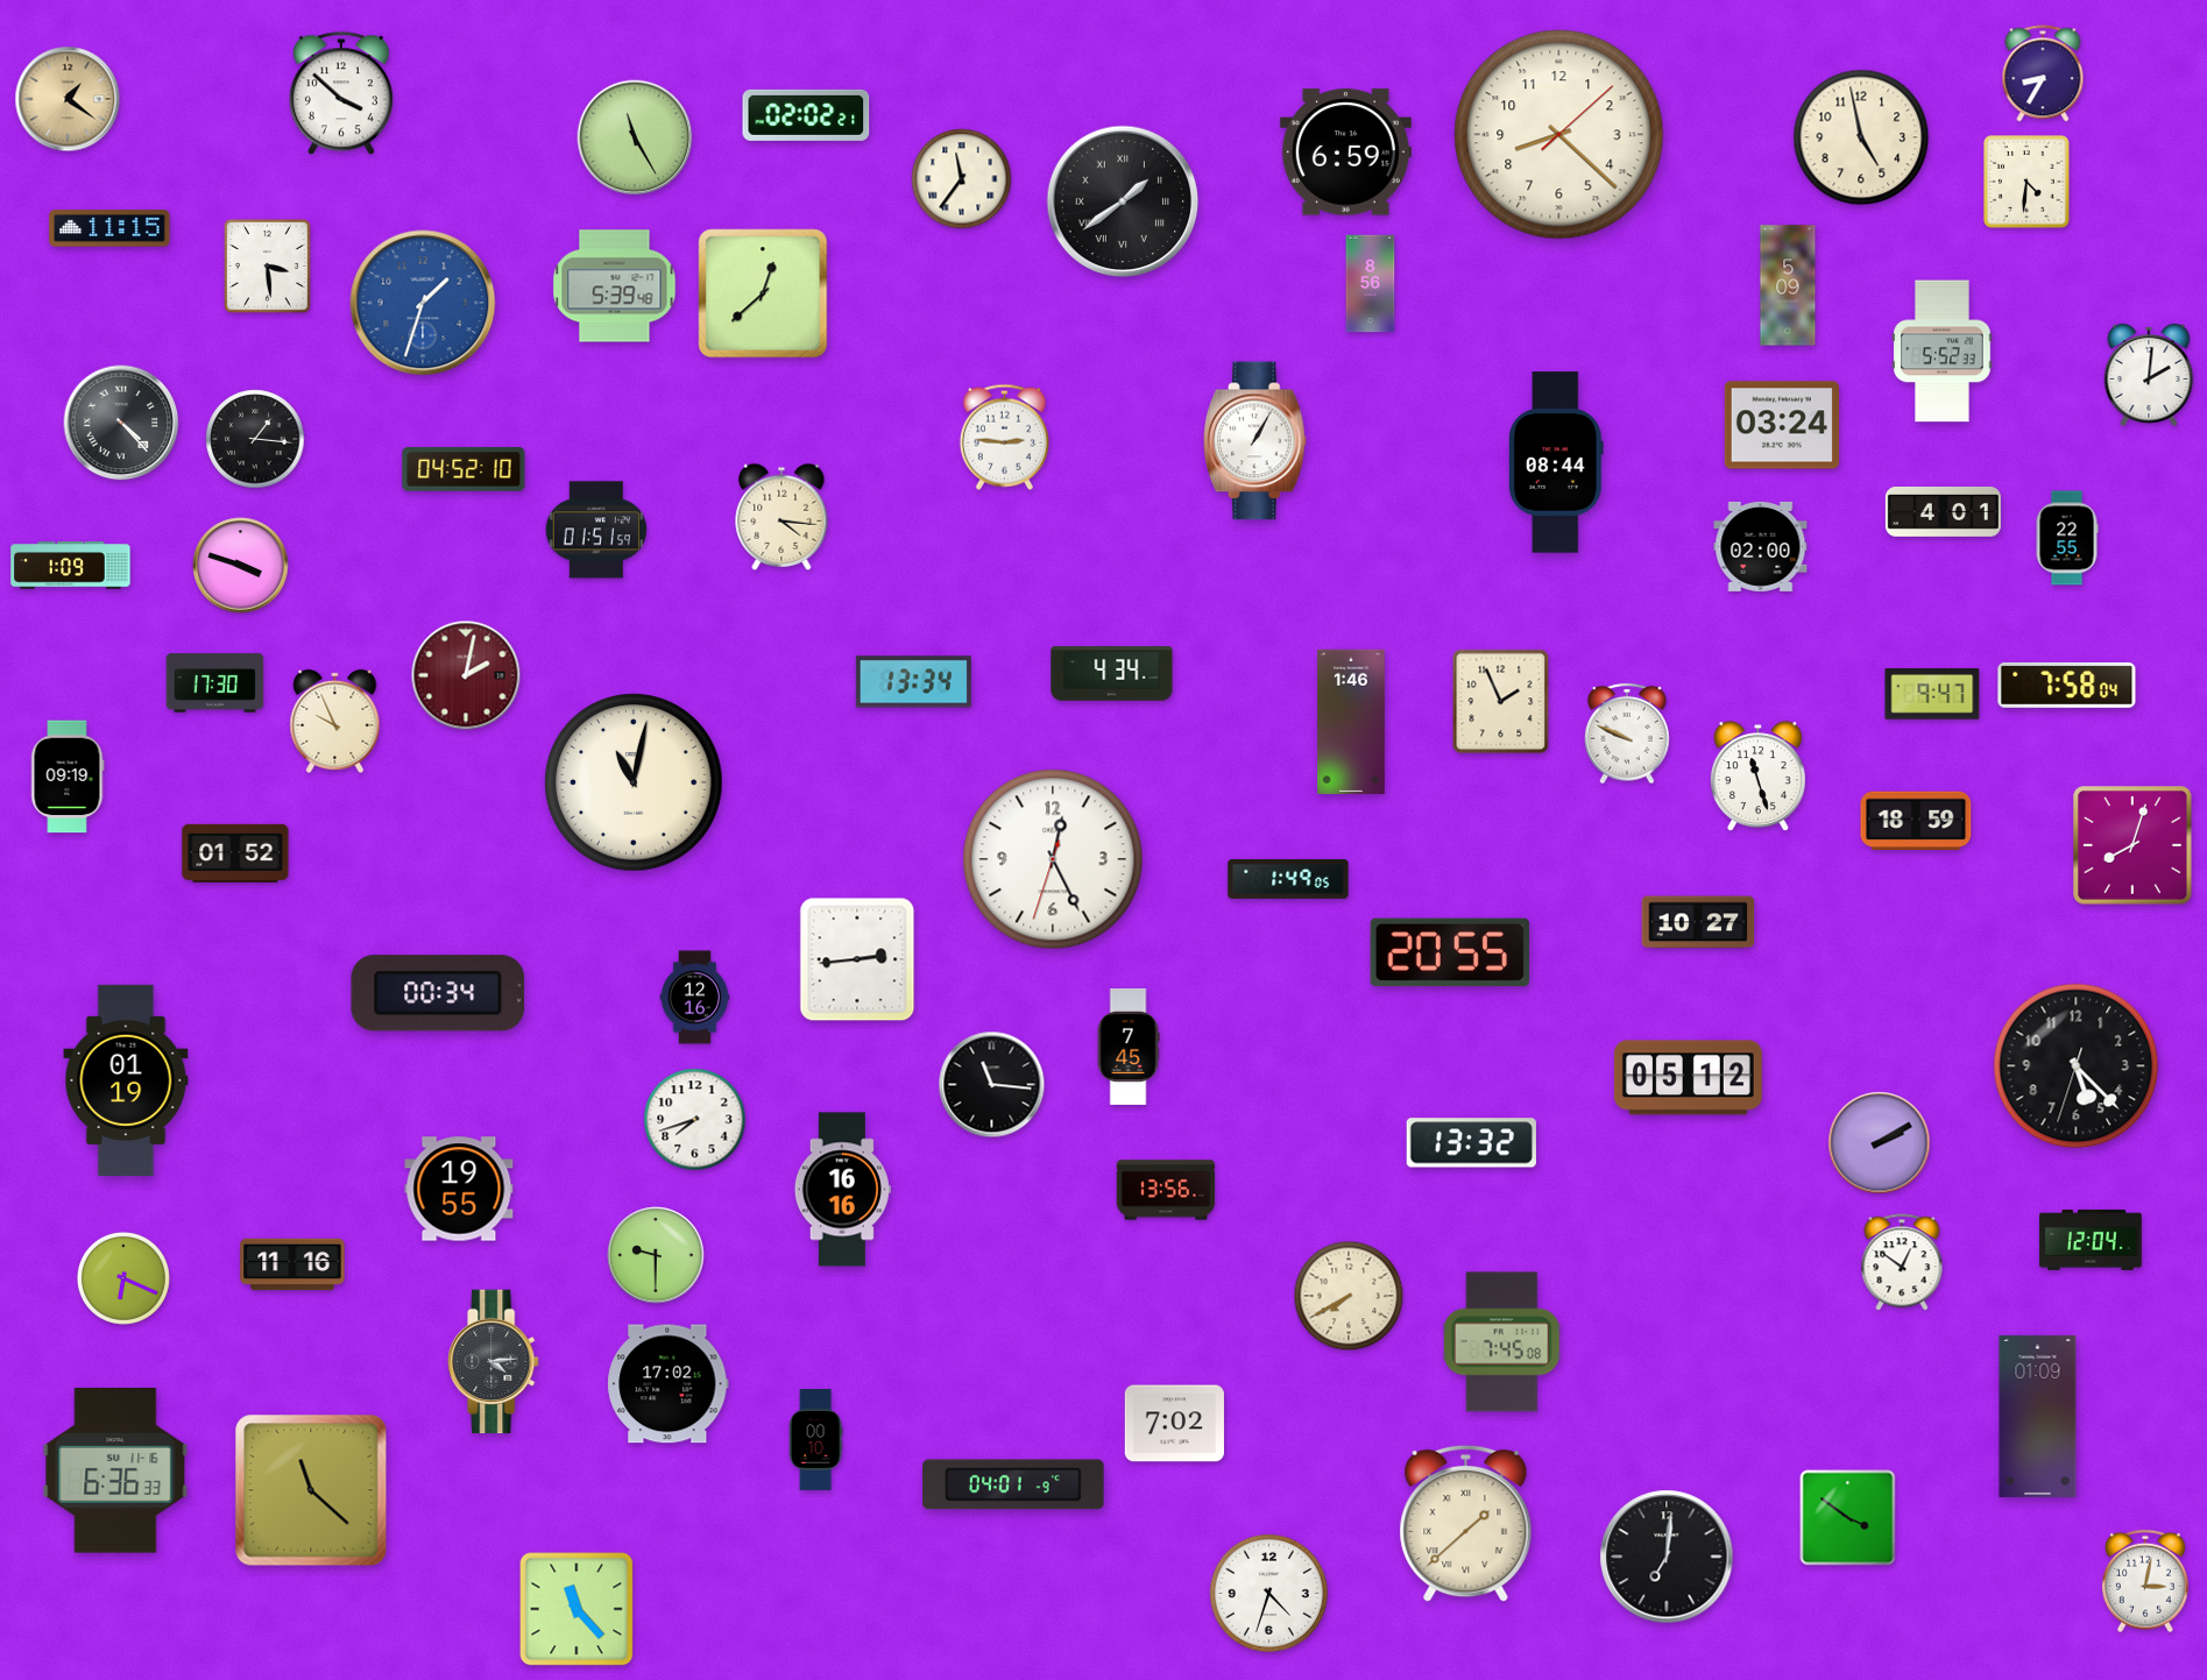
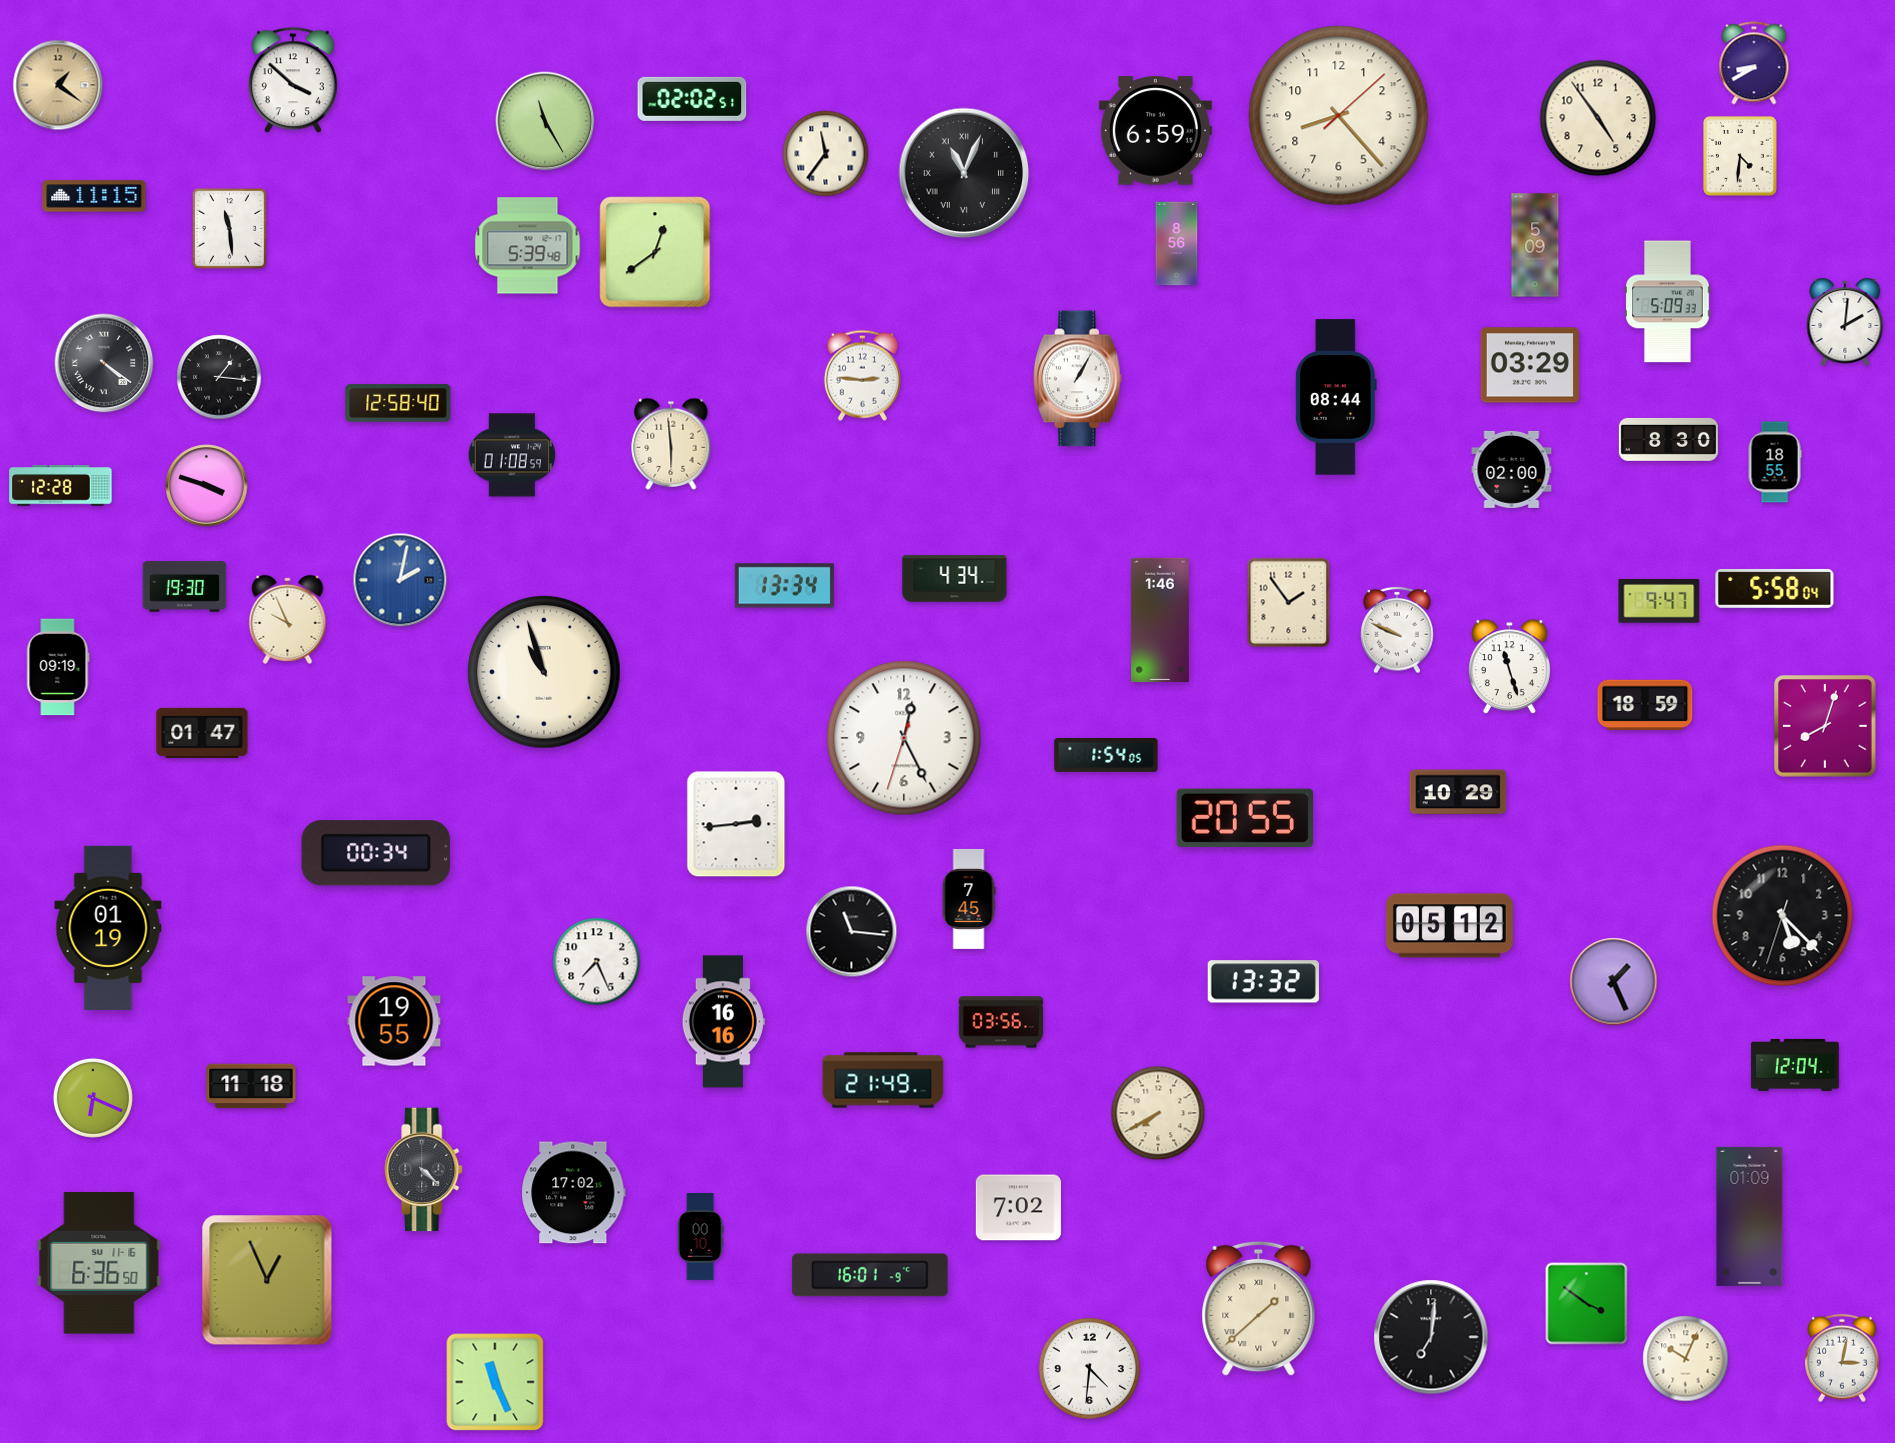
clock at (2043, 73): 8:35 -> 8:40
clock at (806, 115): 02:02:21 -> 02:02:51
clock at (1559, 135): 8:22 -> 8:23
clock at (635, 137) position: (635, 137) -> (545, 121)
clock at (1861, 137): 4:58 -> 4:54
clock at (1123, 201): 1:39 -> 11:04
clock at (267, 265): 3:29 -> 11:29
clock at (763, 293): 12:38 -> 12:39
clock at (423, 303): 1:33 -> none
clock at (1943, 352): 5:52 -> 5:09
clock at (121, 423): 4:23 -> 4:21
clock at (1782, 425): 03:24 -> 03:29
clock at (464, 469): 04:52 -> 12:58
clock at (1943, 512): 4:01 -> 8:30
clock at (781, 517): 4:16 -> 5:59
clock at (596, 530): 01:51 -> 01:08
clock at (2067, 538): 22:55 -> 18:55
clock at (71, 566): 1:09 -> 12:28
clock at (466, 675) dial: burgundy -> blue
clock at (215, 683): 17:30 -> 19:30
clock at (2067, 685): 7:58 -> 5:58
clock at (1932, 695) position: (1932, 695) -> (1659, 602)
clock at (1501, 702): 1:56 -> 1:54
clock at (634, 782): 11:02 -> 10:57
clock at (2132, 845) position: (2132, 845) -> (1825, 726)
clock at (235, 853): 01:52 -> 01:47
clock at (1288, 879): 1:49 -> 1:54
clock at (1698, 922): 10:27 -> 10:29
clock at (695, 998): 12:16 -> none
clock at (695, 1120): 7:42 -> 7:26
clock at (1880, 1143): 2:10 -> 1:26
clock at (1166, 1190): 13:56 -> 03:56
clock at (656, 1255): 9:30 -> none
clock at (883, 1080): none -> 21:49
clock at (1902, 1262): 12:51 -> none
clock at (292, 1264): 11:16 -> 11:18
clock at (123, 1278) position: (123, 1278) -> (93, 1098)
clock at (1501, 1342): 7:45 -> none
clock at (494, 1362): 4:14 -> 4:22
clock at (669, 1384) position: (669, 1384) -> (574, 1193)
clock at (1174, 1424) position: (1174, 1424) -> (1018, 1208)
clock at (115, 1472): 6:36:33 -> 6:36:50
clock at (1013, 1484): 04:01 -> 16:01
clock at (311, 1490): 11:22 -> 12:56
clock at (1686, 1359): none -> 10:04
clock at (1268, 1593): 4:33 -> 4:31
clock at (576, 1609): 11:23 -> 11:26
